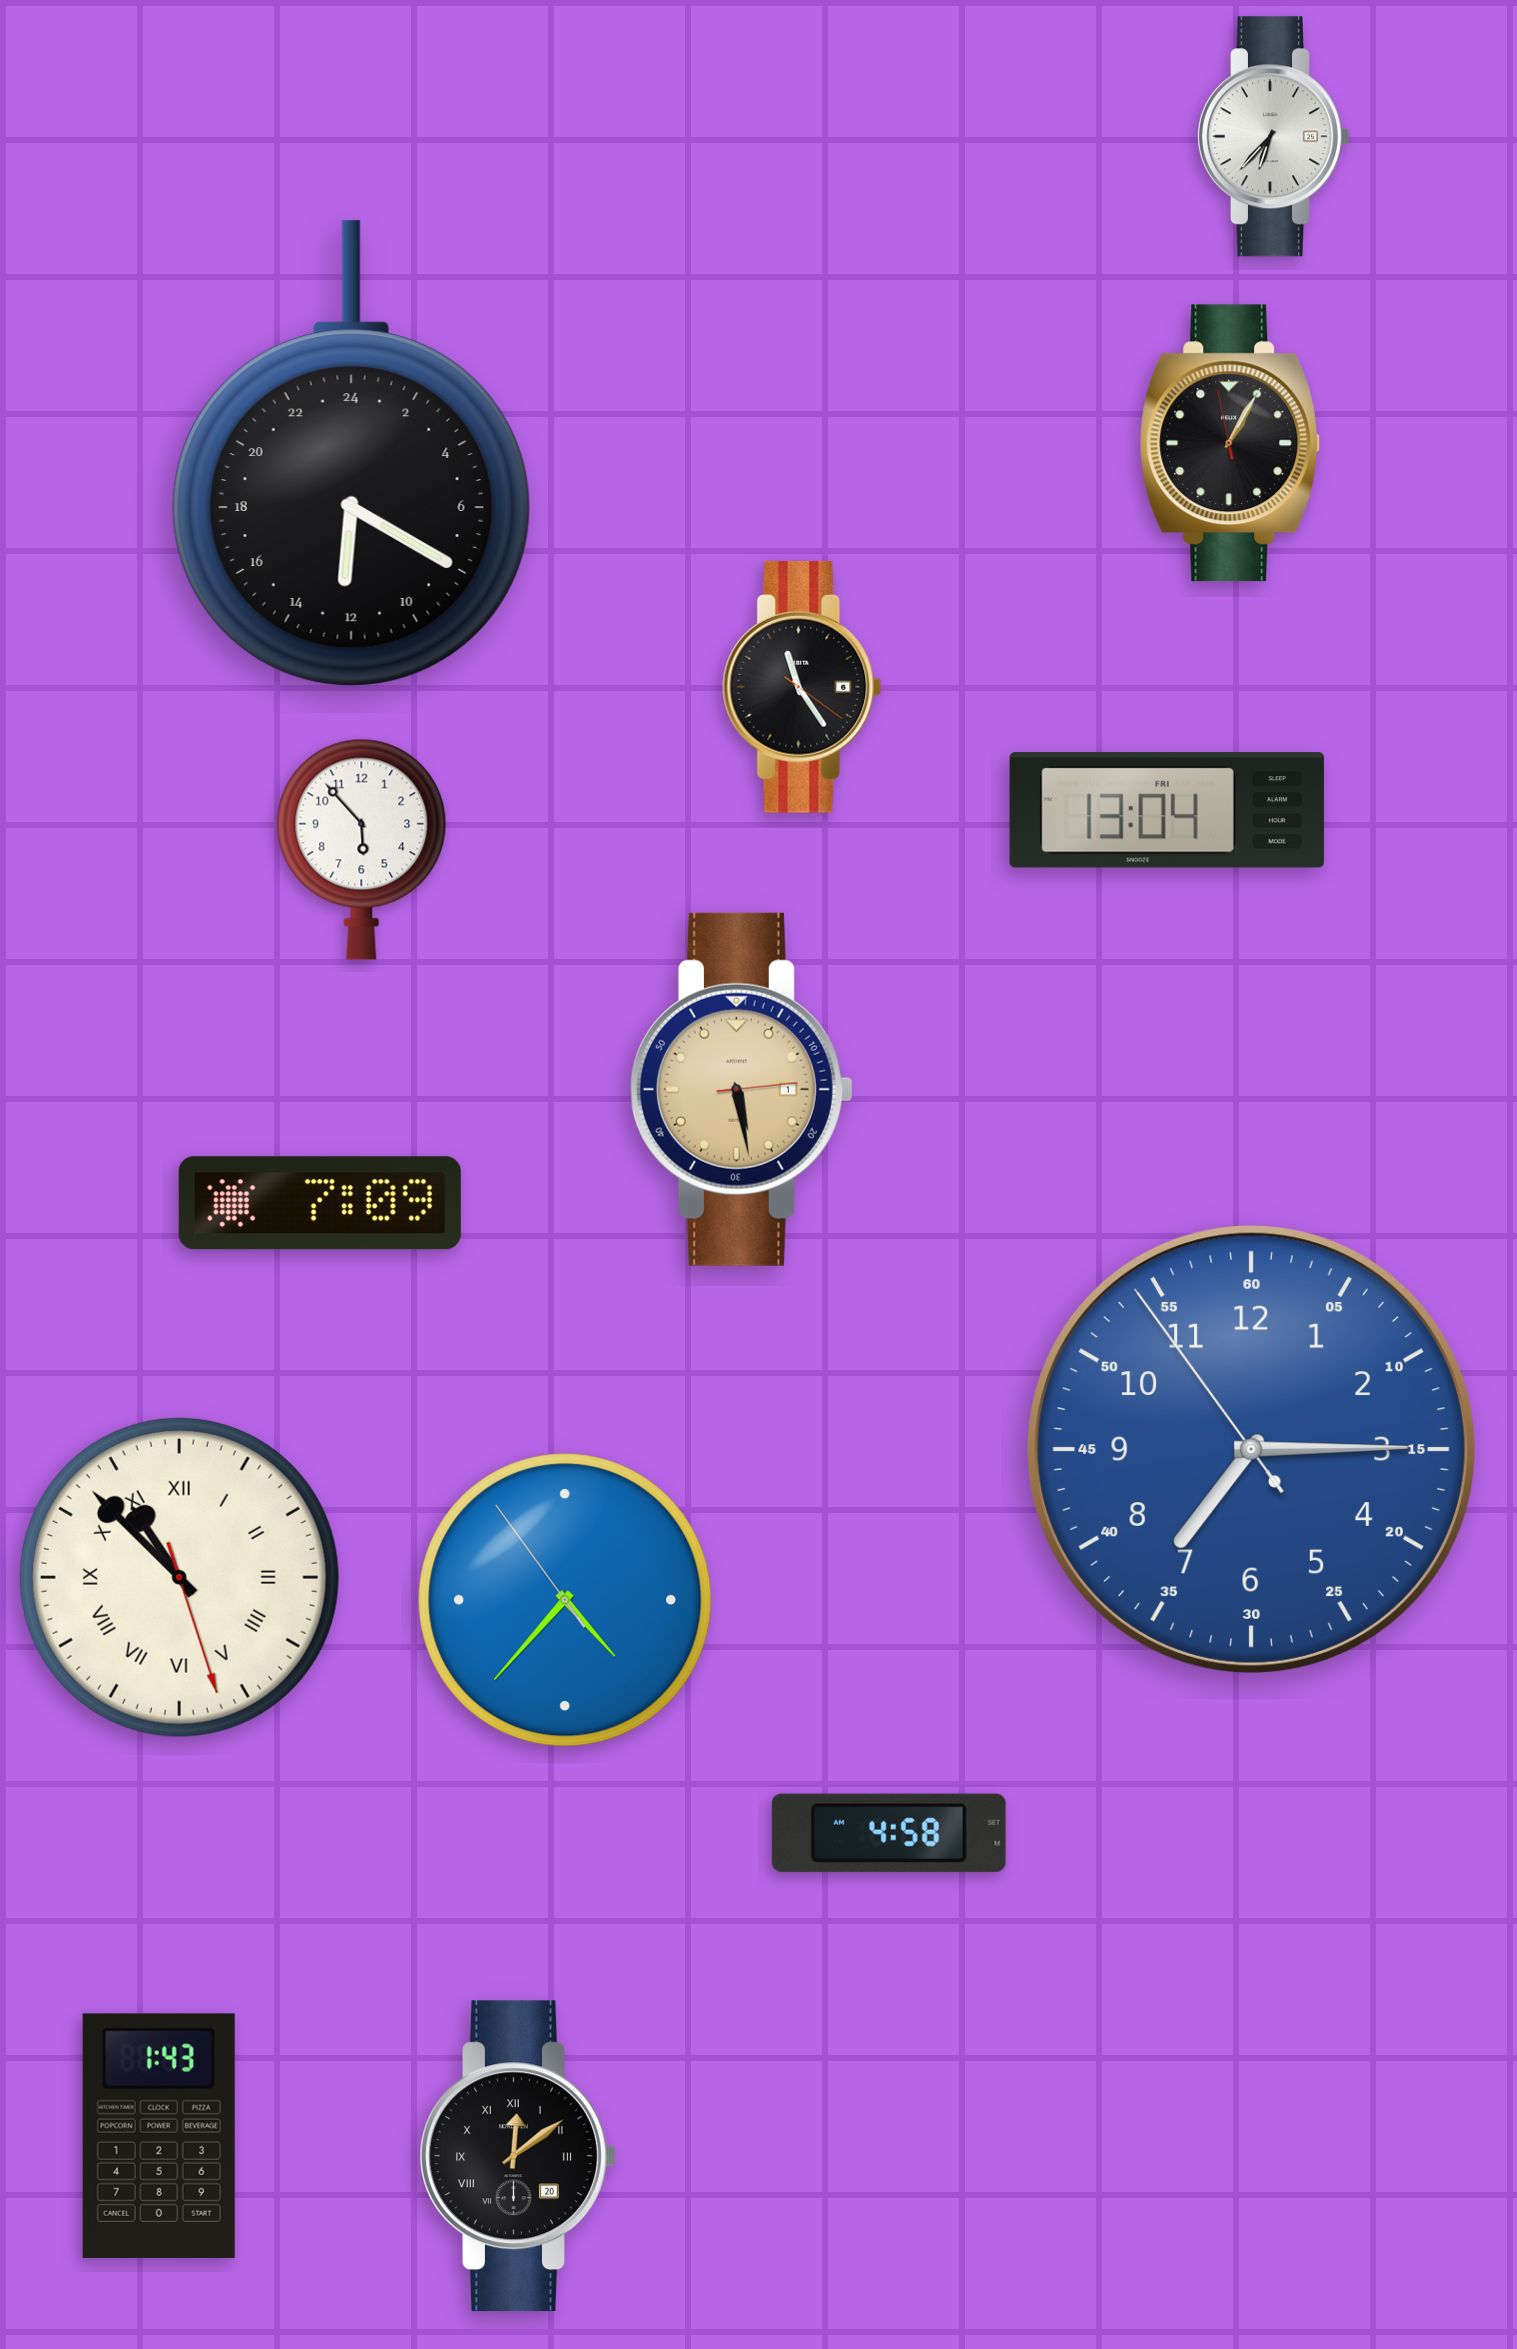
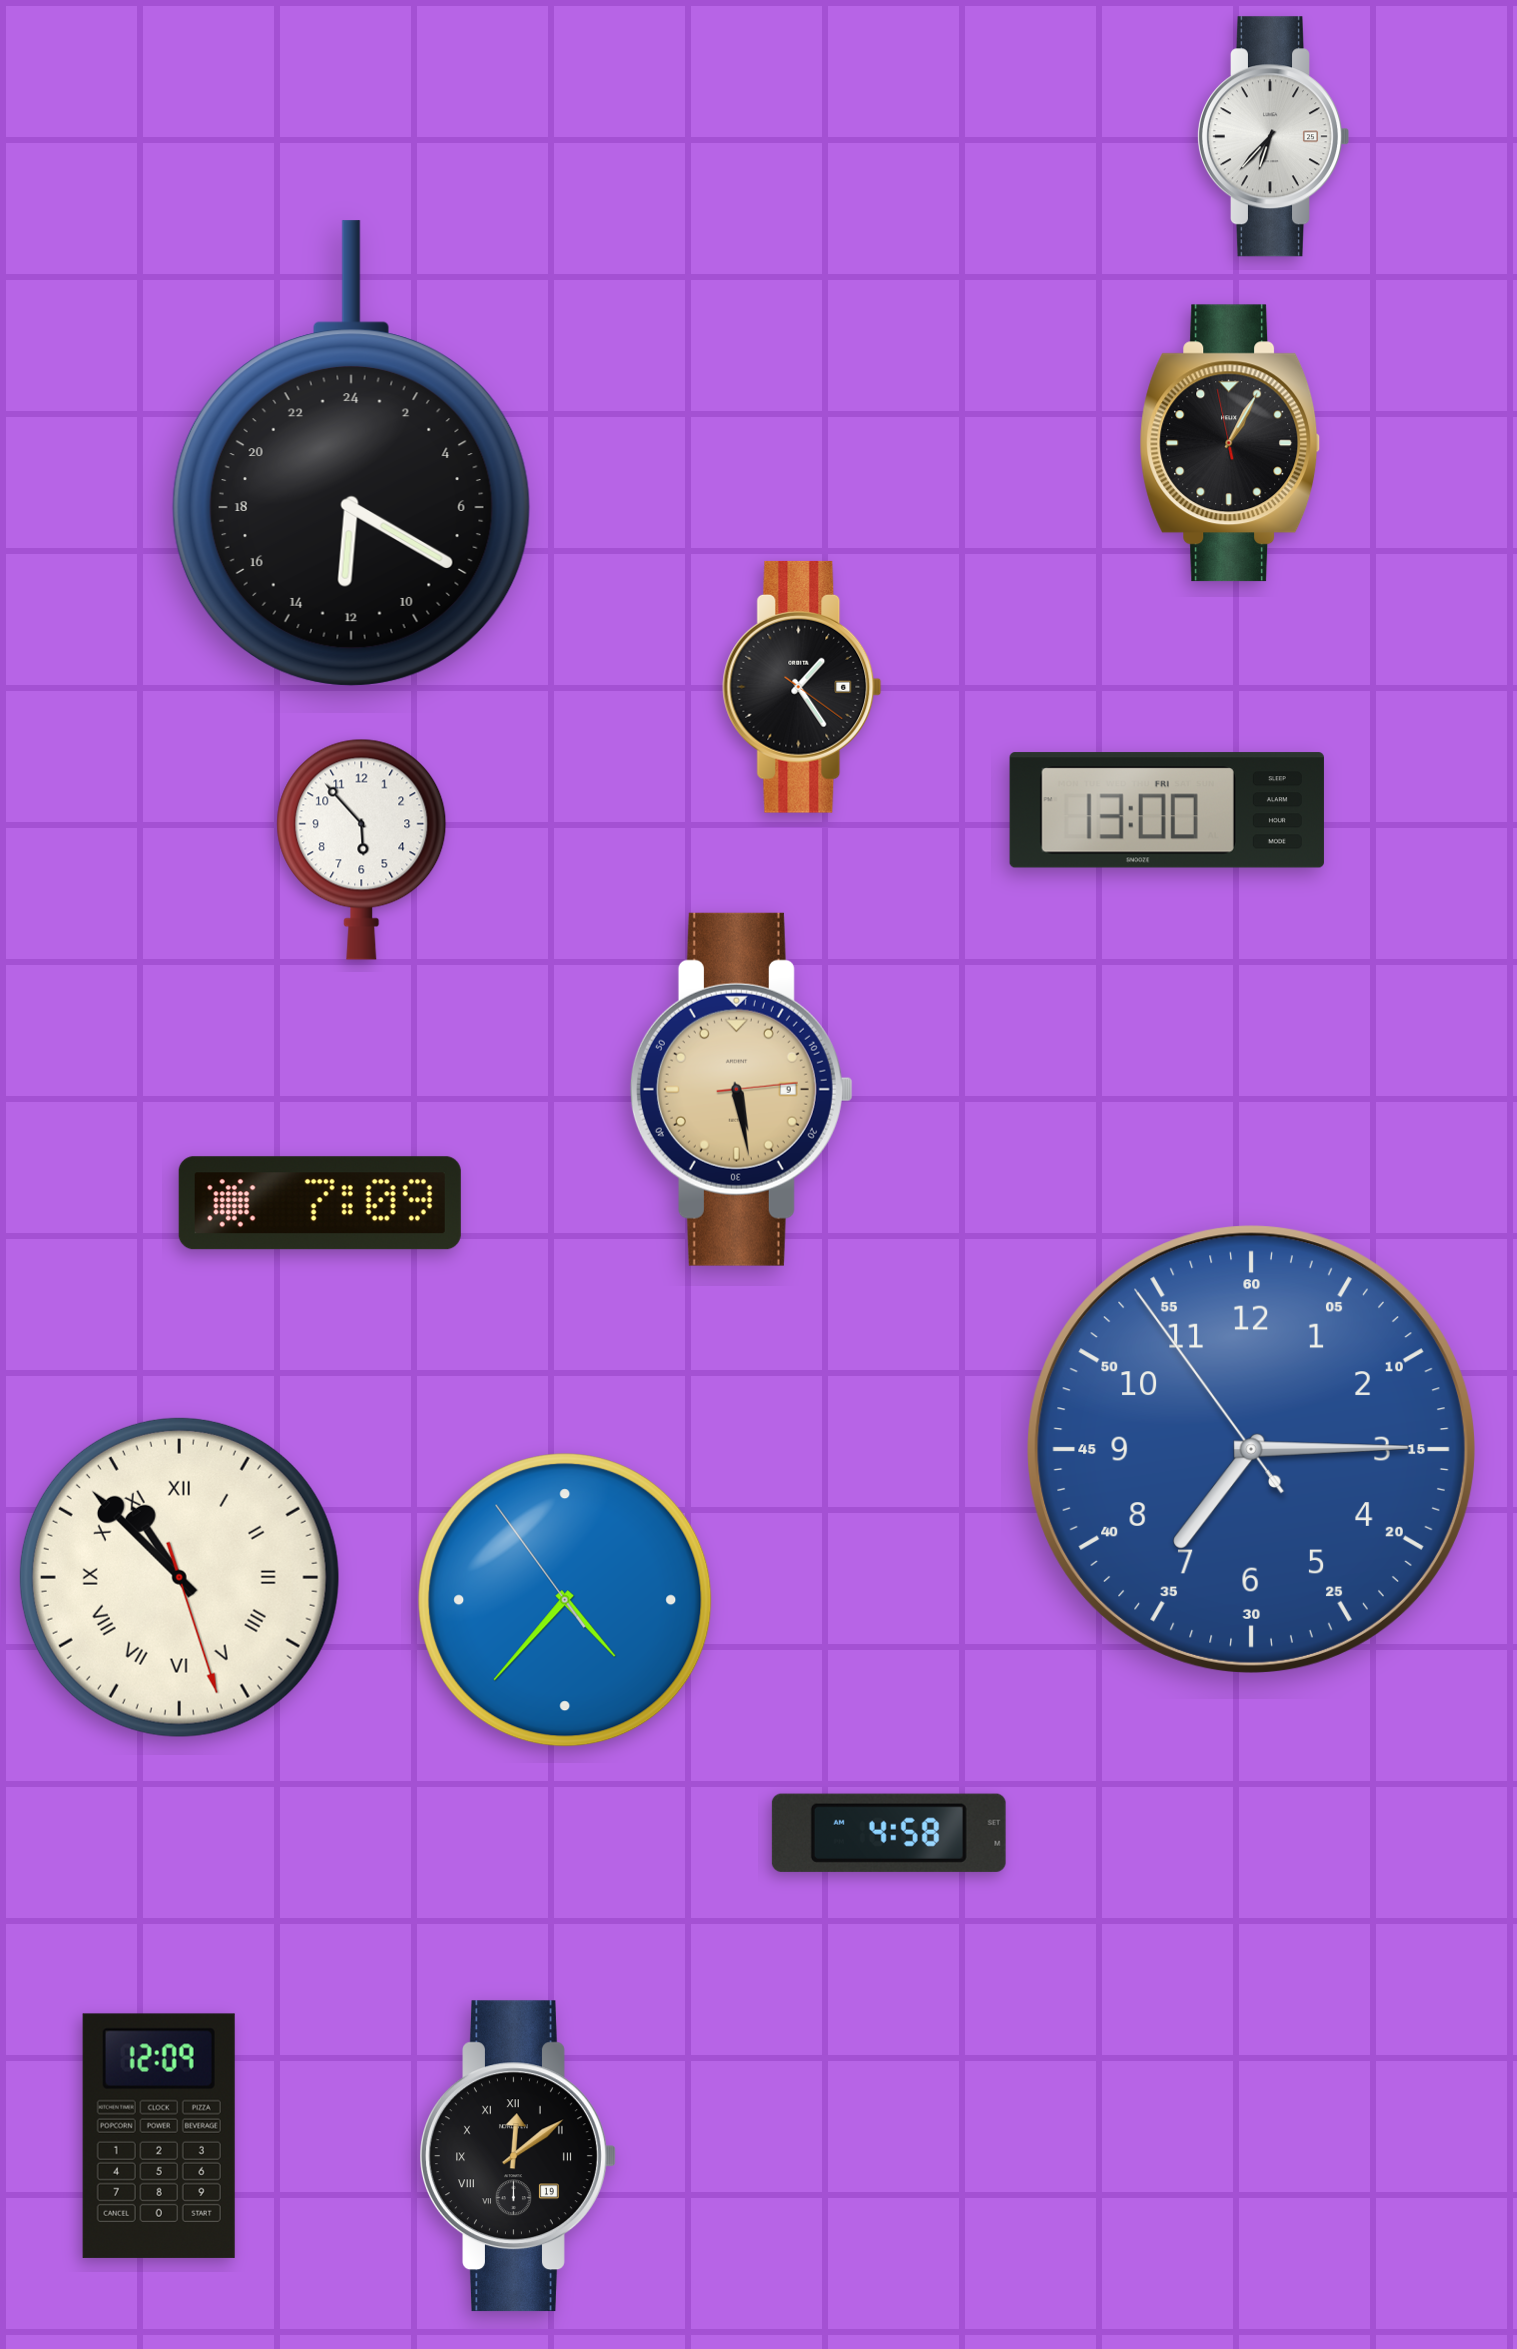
clock at (802, 687): 11:24 -> 1:24
clock at (1167, 810): 13:04 -> 13:00
clock at (741, 1089) date: 1 -> 9
clock at (159, 2136): 1:43 -> 12:09
clock at (518, 2156) date: 20 -> 19
